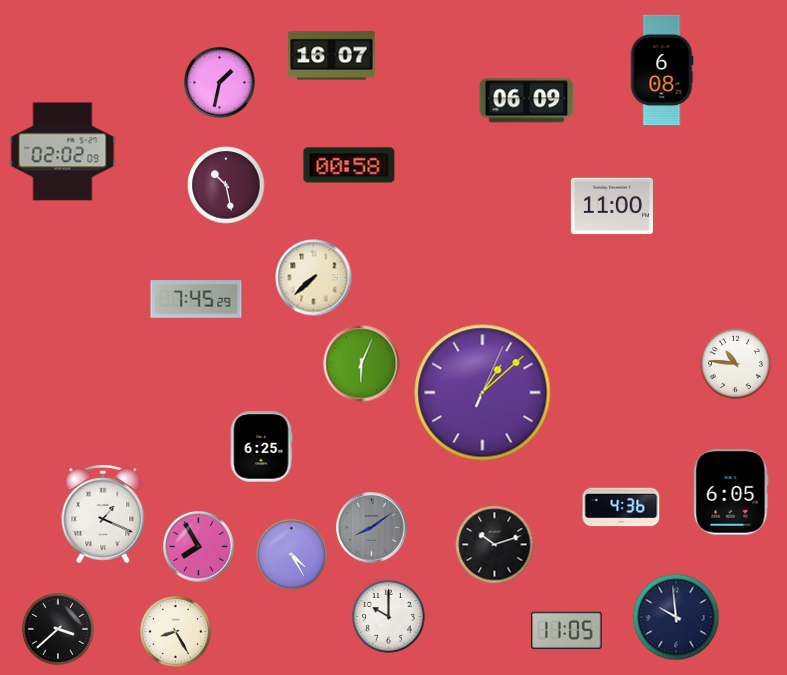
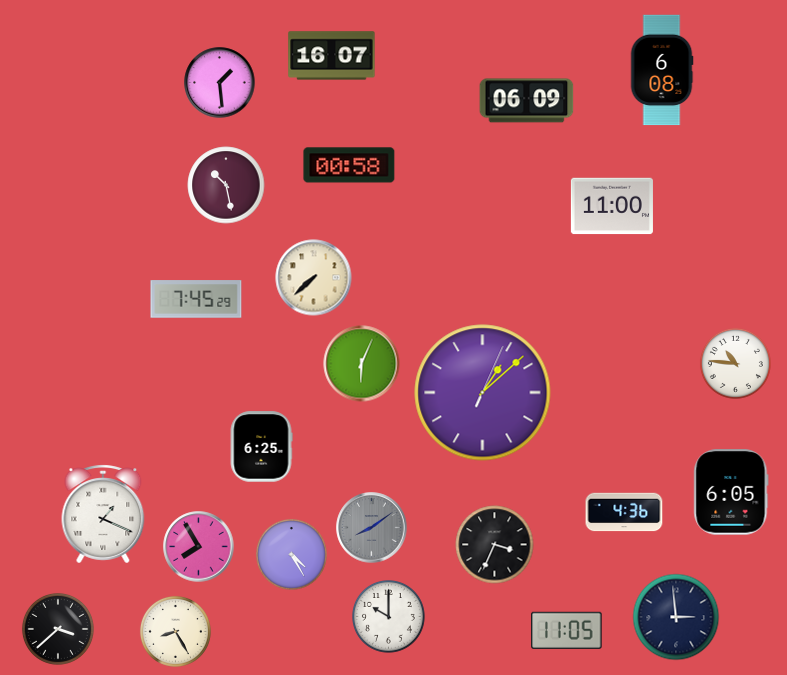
clock at (220, 83): 1:32 -> 1:29
clock at (63, 152): 02:02 -> none
clock at (621, 507) position: (621, 507) -> (624, 512)
clock at (495, 545): 10:12 -> 3:34
clock at (676, 617): 9:59 -> 2:59
